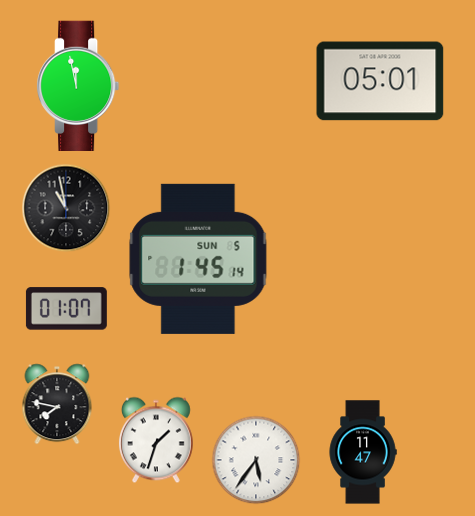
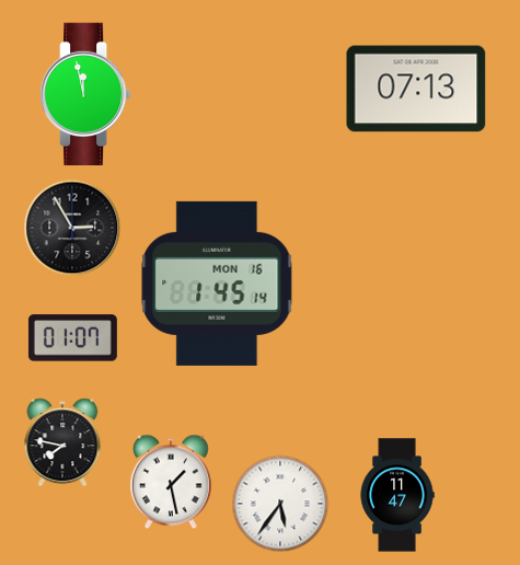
clock at (380, 81): 05:01 -> 07:13
clock at (66, 208): 10:58 -> 2:55
clock at (198, 259) date: SUN 5 -> MON 16
clock at (156, 440): 1:33 -> 1:28
